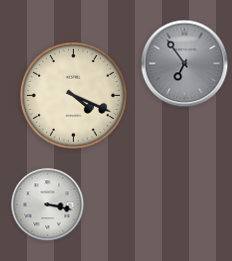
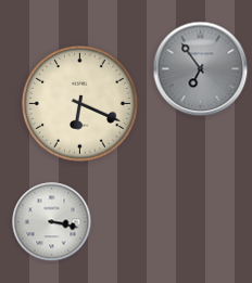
clock at (73, 95): 4:19 -> 6:19
